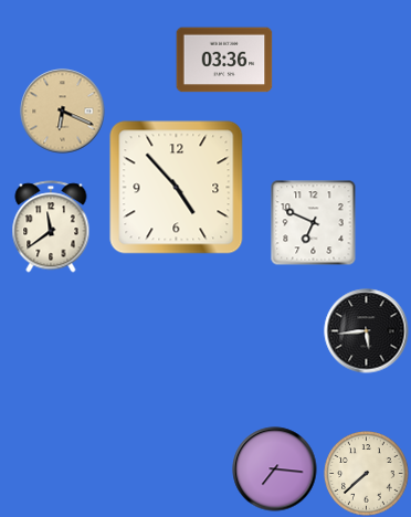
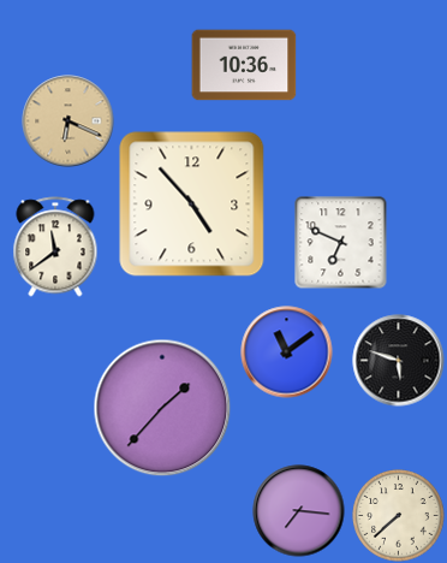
clock at (224, 60): 03:36 -> 10:36
clock at (287, 352): none -> 11:09
clock at (367, 331): 5:44 -> 5:48
clock at (162, 408): none -> 1:37
